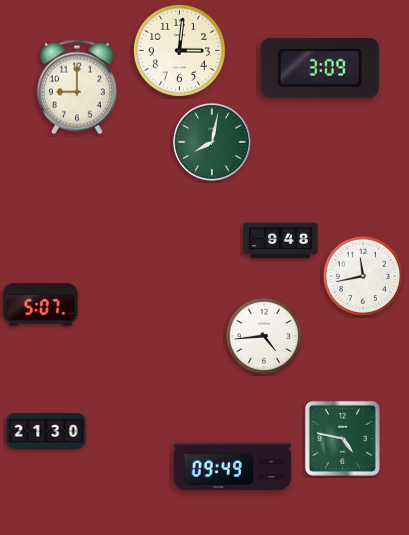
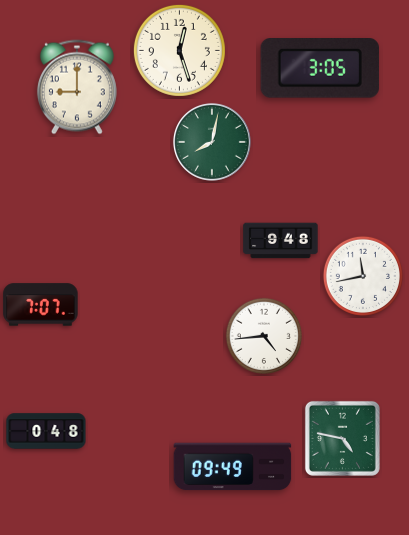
clock at (179, 50): 3:01 -> 12:27
clock at (320, 68): 3:09 -> 3:05
clock at (41, 305): 5:07 -> 7:07
clock at (46, 431): 21:30 -> 0:48
